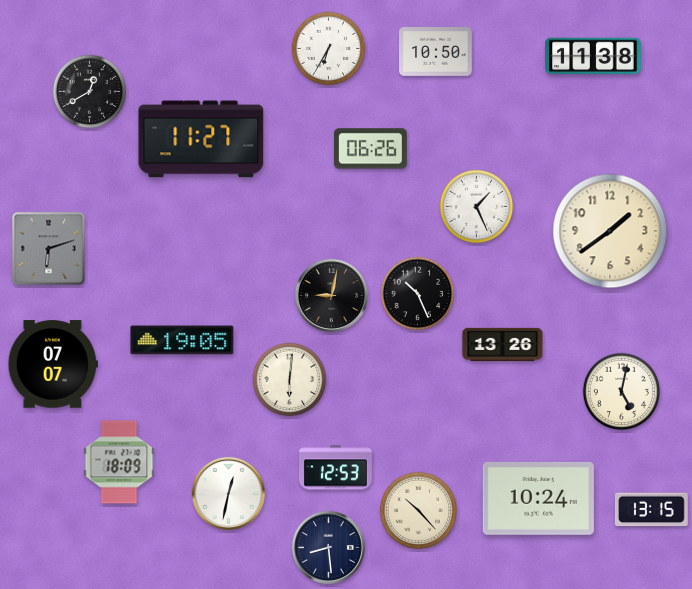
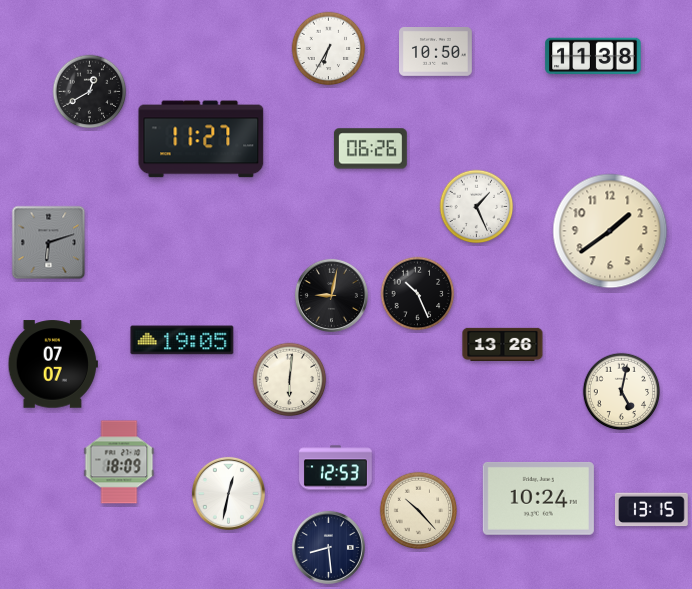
clock at (49, 249) position: (49, 249) -> (49, 243)
